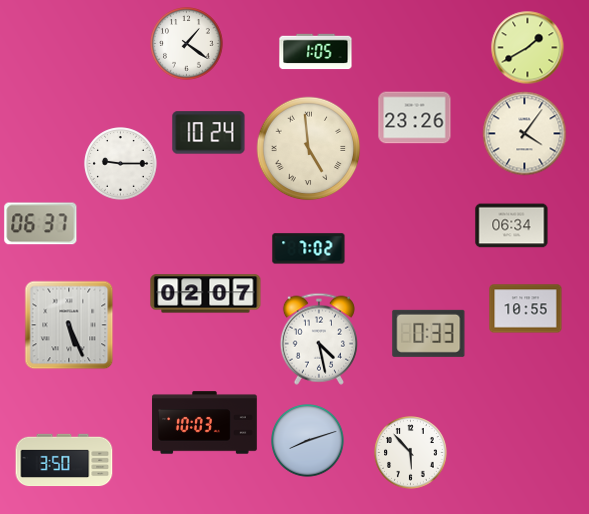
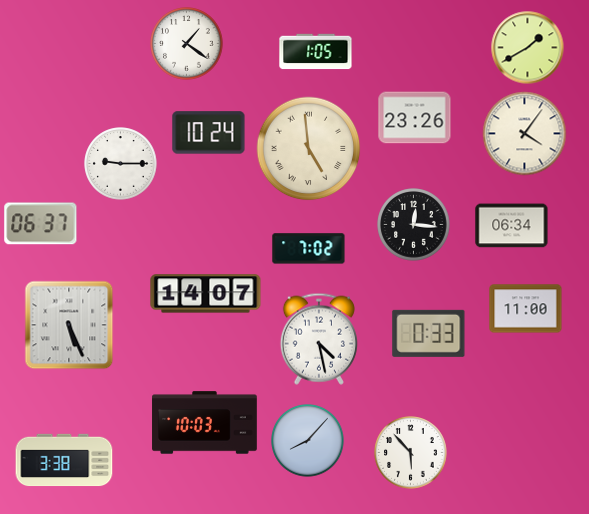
clock at (414, 225): none -> 12:16
clock at (206, 294): 02:07 -> 14:07
clock at (526, 309): 10:55 -> 11:00
clock at (308, 441): 8:12 -> 8:07
clock at (64, 460): 3:50 -> 3:38
